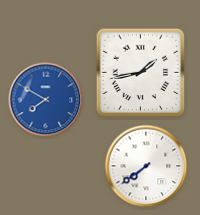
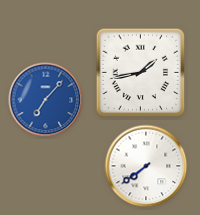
clock at (46, 100): 7:50 -> 7:07
